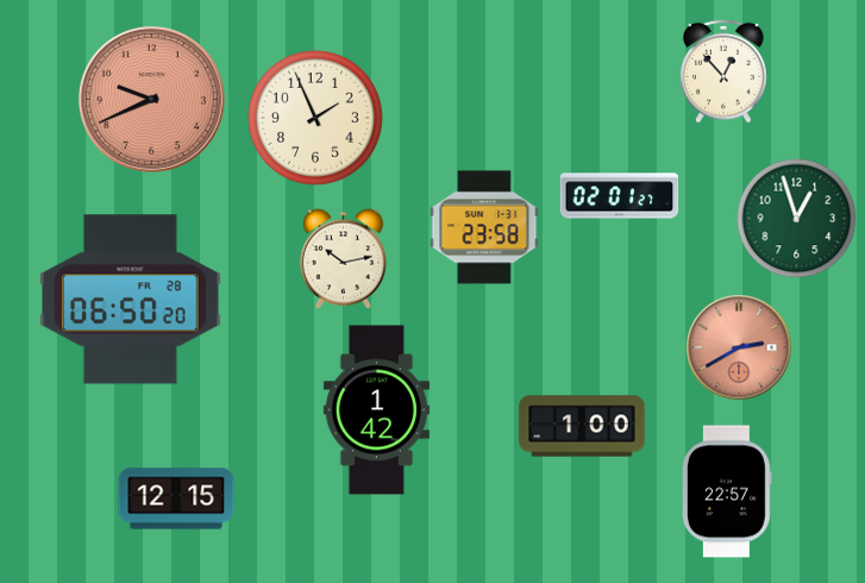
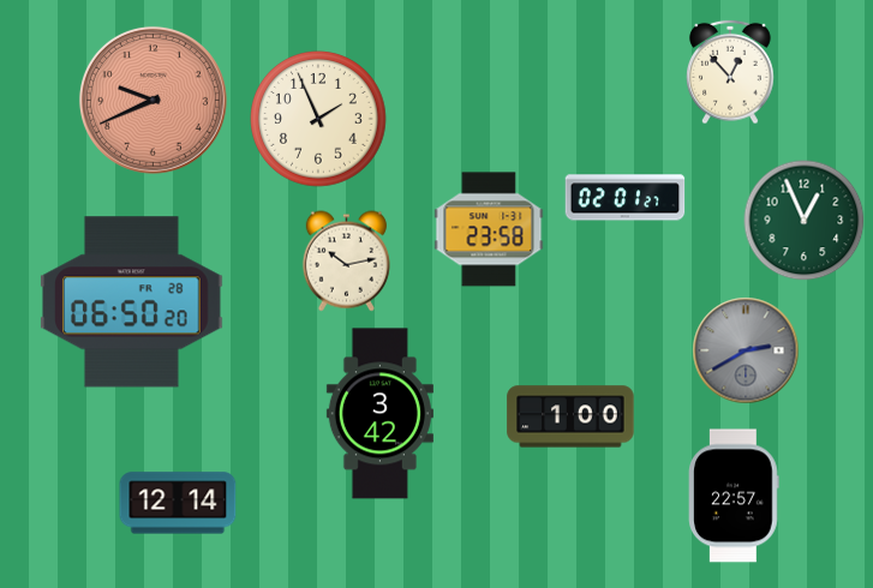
clock at (797, 219): 12:57 -> 12:56
clock at (739, 347) dial: salmon -> grey
clock at (376, 410): 1:42 -> 3:42
clock at (582, 426) position: (582, 426) -> (570, 416)
clock at (176, 499): 12:15 -> 12:14
